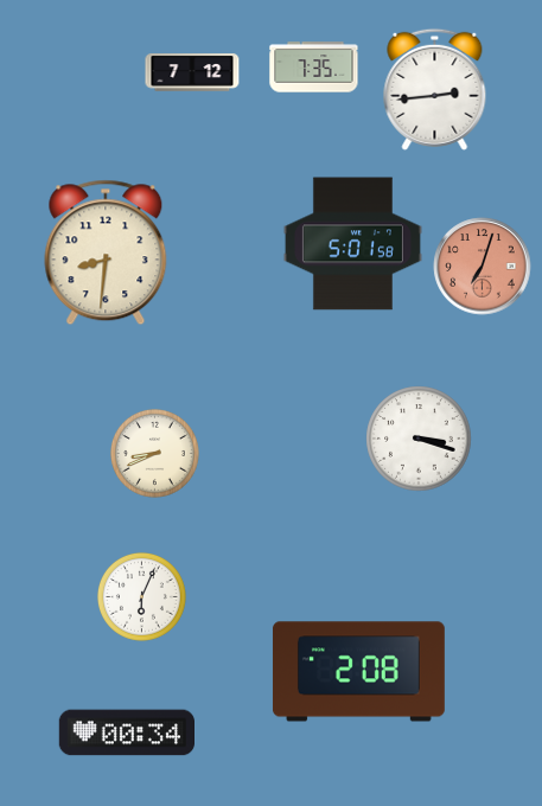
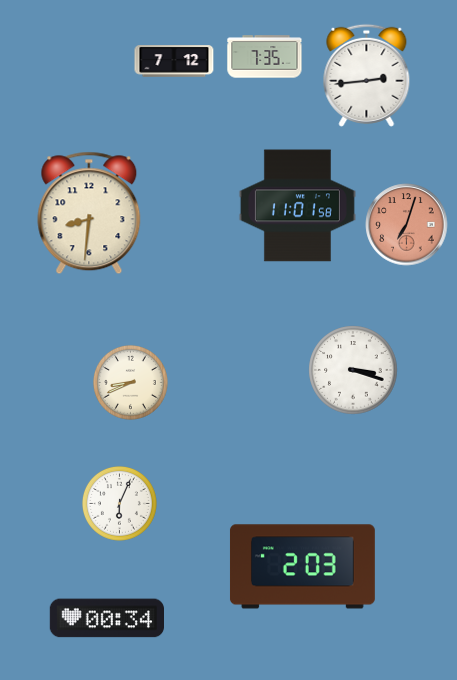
clock at (192, 72) position: (192, 72) -> (174, 61)
clock at (352, 244): 5:01 -> 11:01
clock at (358, 672): 2:08 -> 2:03
